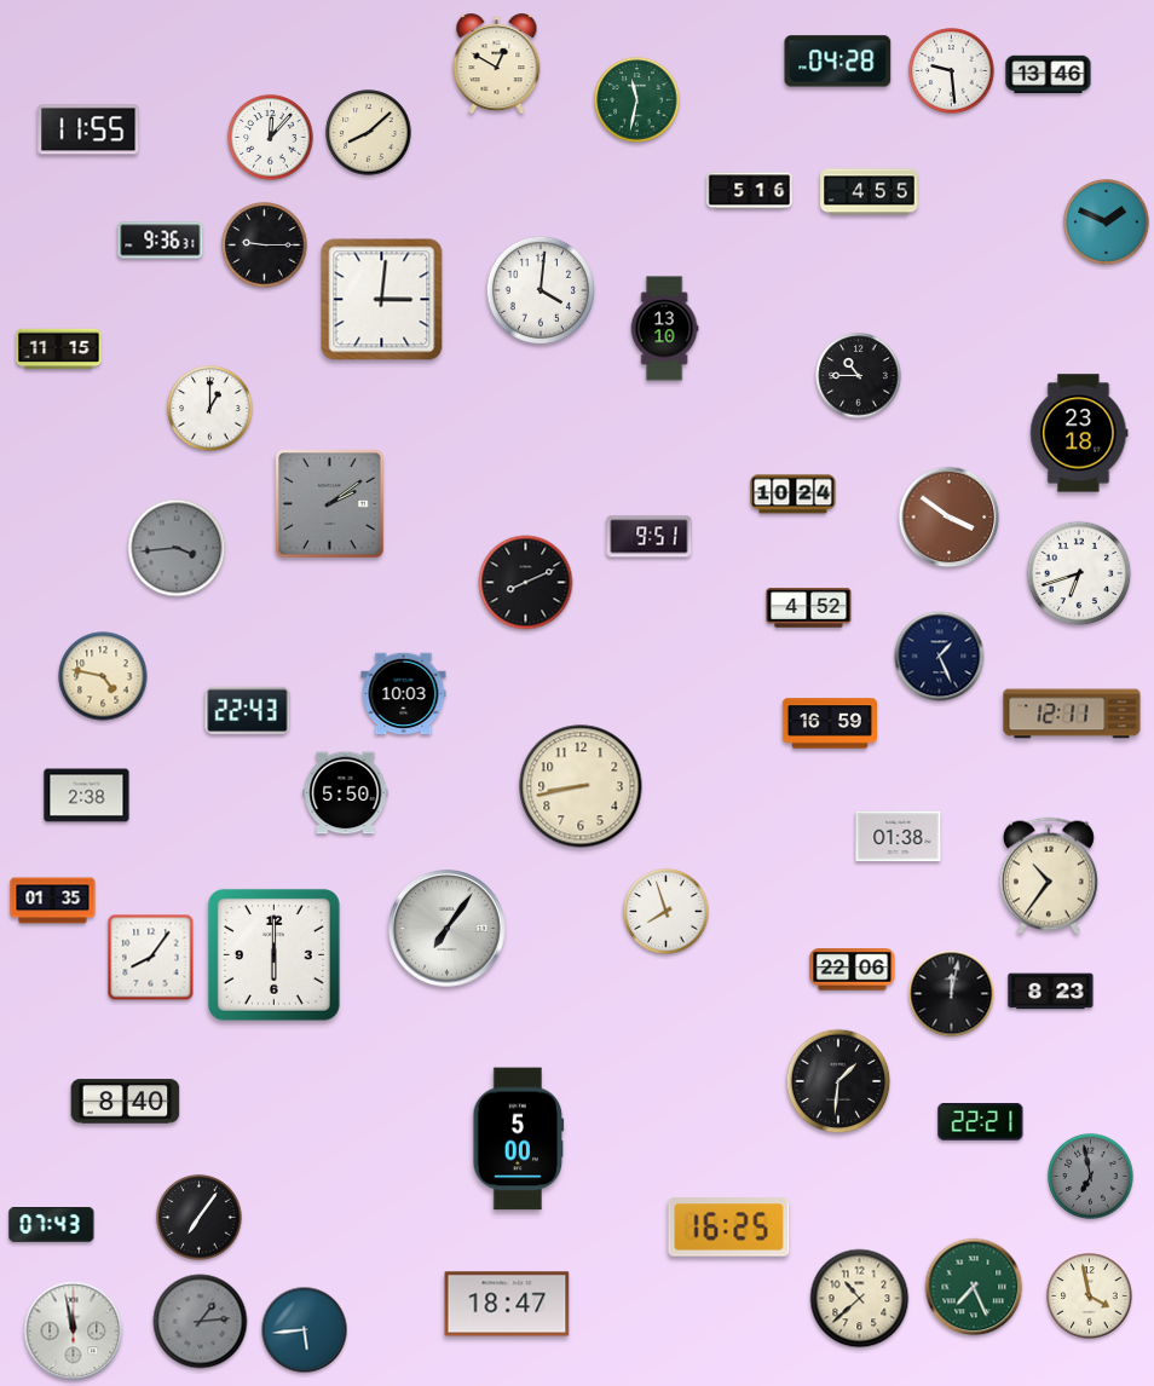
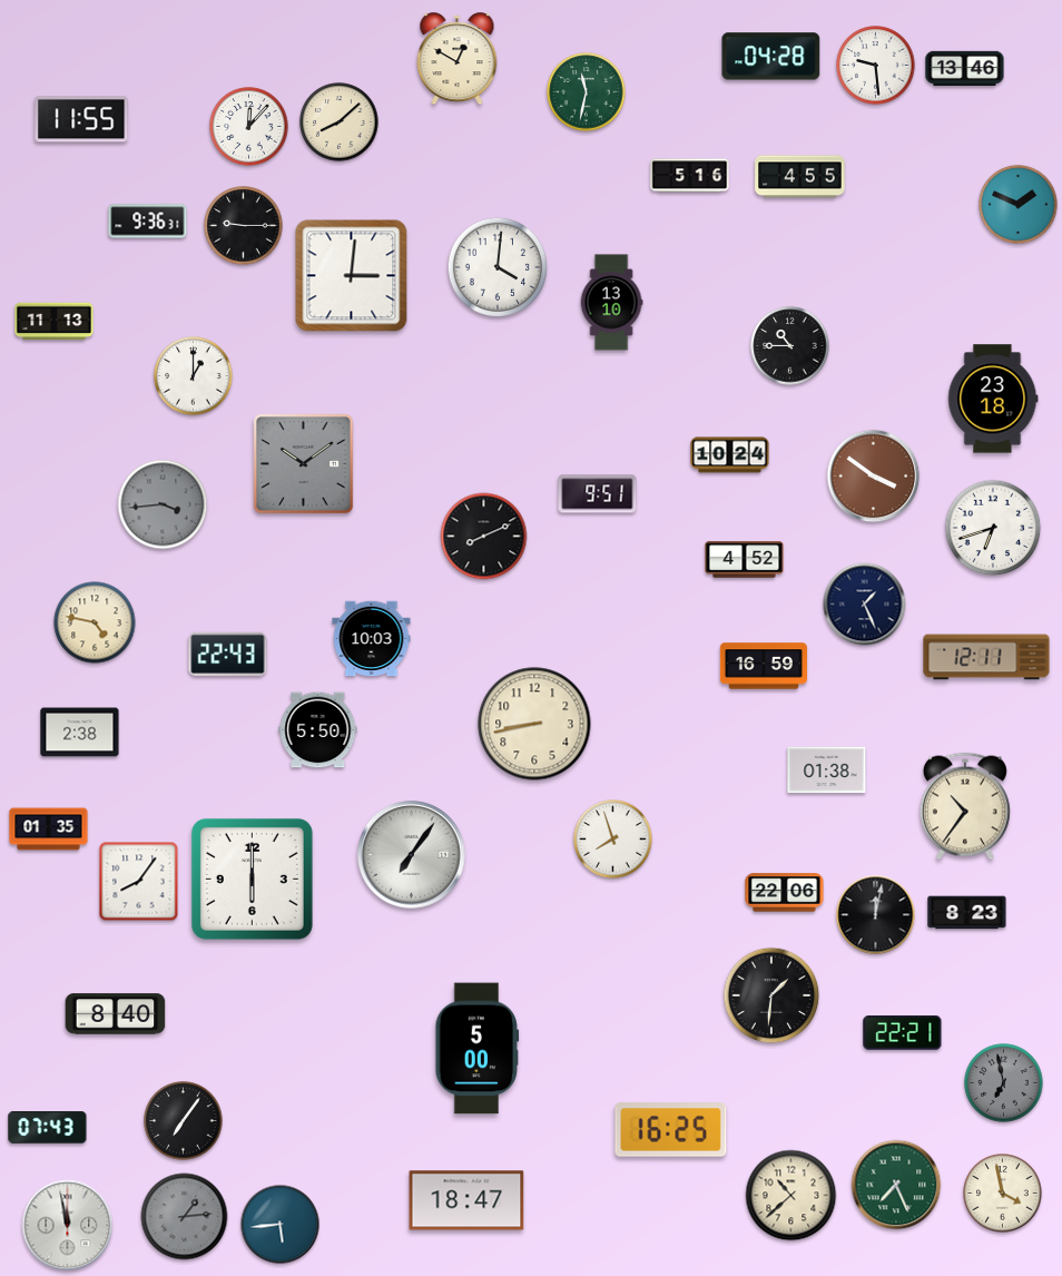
clock at (59, 350): 11:15 -> 11:13
clock at (330, 504): 2:09 -> 10:09
